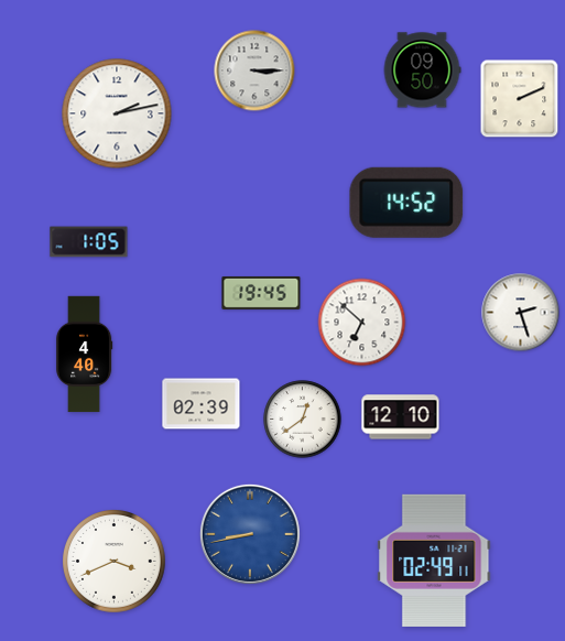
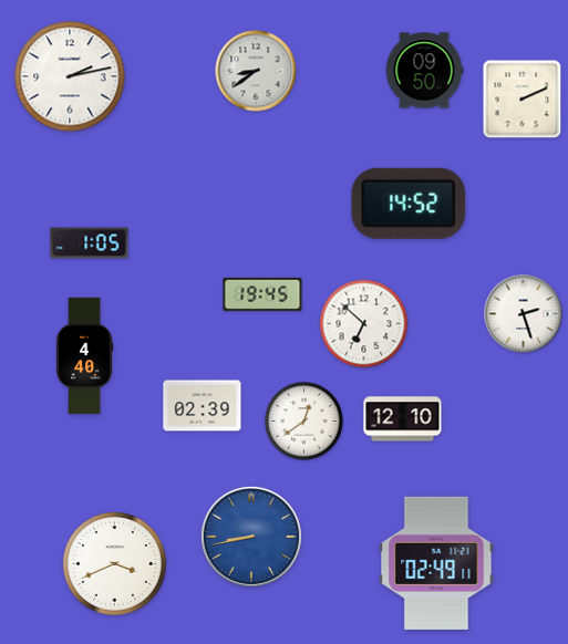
clock at (254, 70): 3:15 -> 8:39
clock at (117, 113) position: (117, 113) -> (70, 76)
